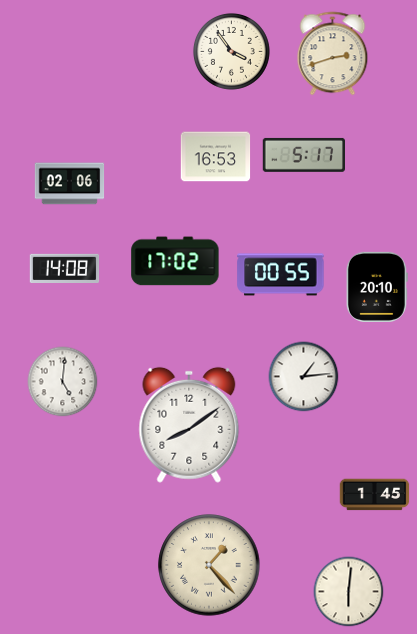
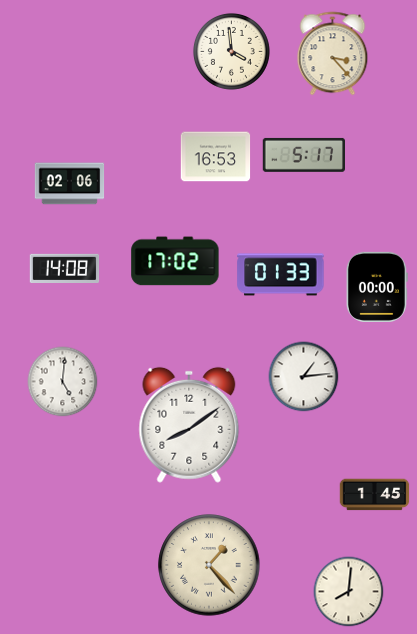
clock at (231, 51): 3:54 -> 3:59
clock at (333, 54): 2:42 -> 3:23
clock at (281, 275): 00:55 -> 01:33
clock at (377, 287): 20:10 -> 00:00
clock at (349, 592): 6:01 -> 8:01
